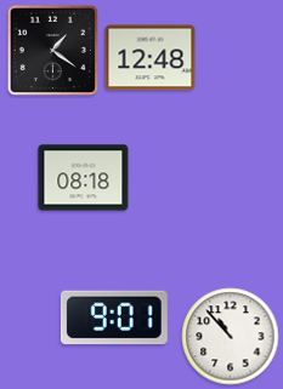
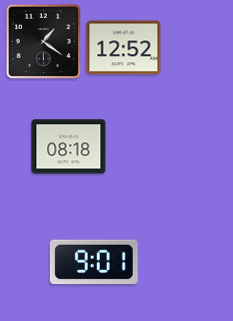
clock at (151, 58): 12:48 -> 12:52
clock at (231, 337): 10:53 -> none
